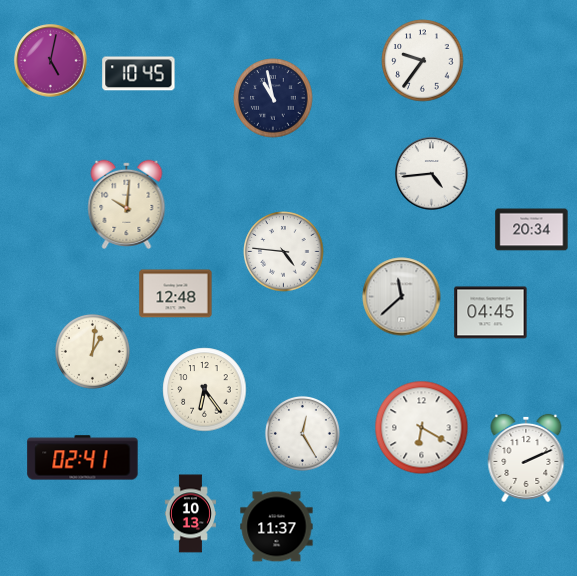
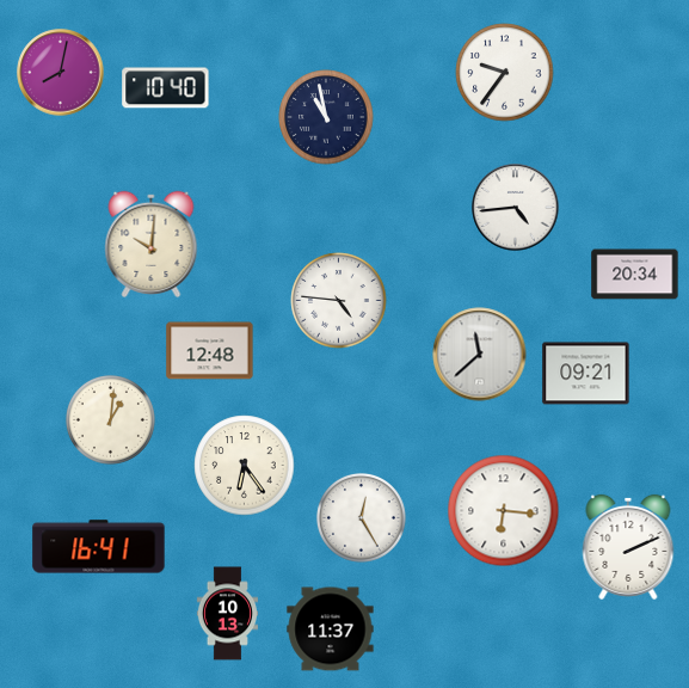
clock at (51, 61): 5:02 -> 8:02
clock at (139, 74): 10:45 -> 10:40
clock at (491, 313): 04:45 -> 09:21
clock at (422, 428): 6:20 -> 6:16
clock at (83, 458): 02:41 -> 16:41
